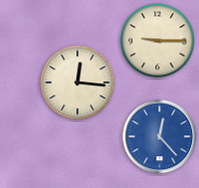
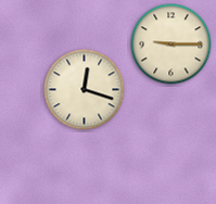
clock at (78, 83): 12:16 -> 12:18
clock at (160, 137): 12:23 -> none
